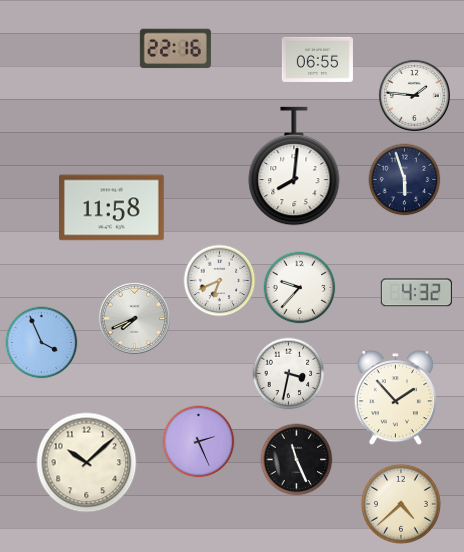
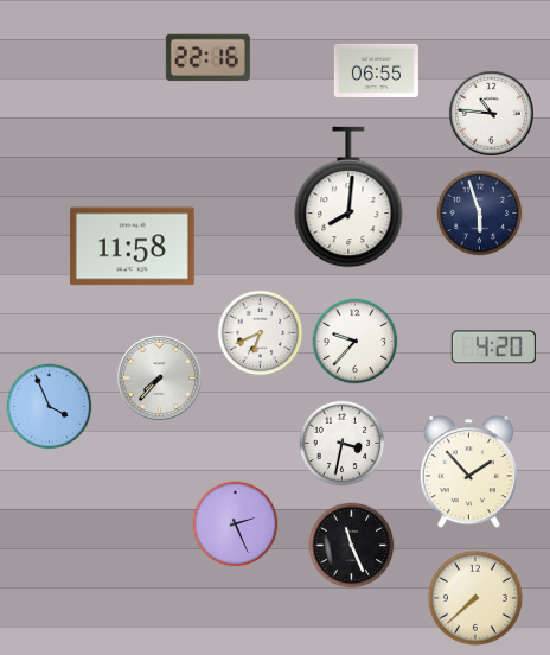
clock at (414, 95): 1:46 -> 10:46
clock at (416, 293): 4:32 -> 4:20
clock at (134, 318): 7:41 -> 7:37
clock at (87, 463): 10:08 -> none
clock at (401, 504): 4:38 -> 7:38
